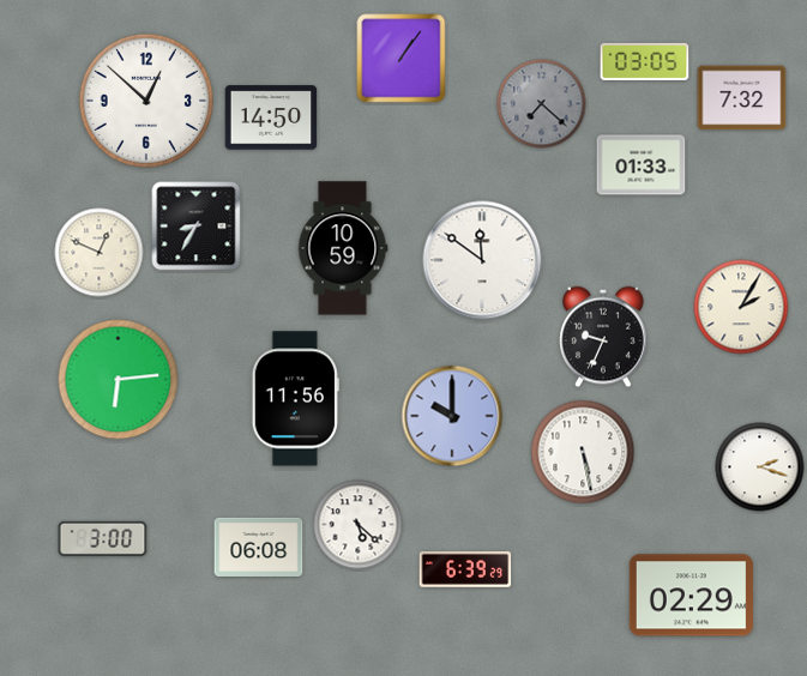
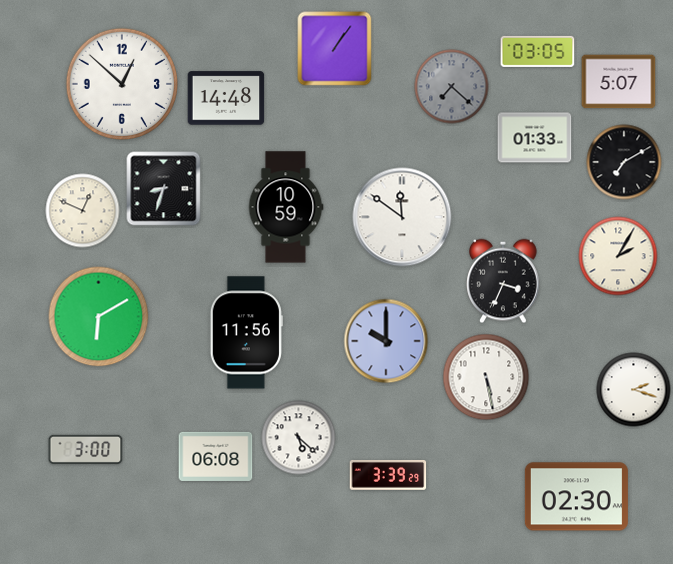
clock at (742, 98): 7:32 -> 5:07
clock at (271, 117): 14:50 -> 14:48
clock at (624, 162): none -> 7:10
clock at (197, 227): 8:35 -> 8:33
clock at (603, 337): 9:34 -> 3:34
clock at (119, 380): 6:14 -> 6:10
clock at (452, 416) position: (452, 416) -> (386, 341)
clock at (465, 569): 6:39 -> 3:39
clock at (691, 596): 02:29 -> 02:30
